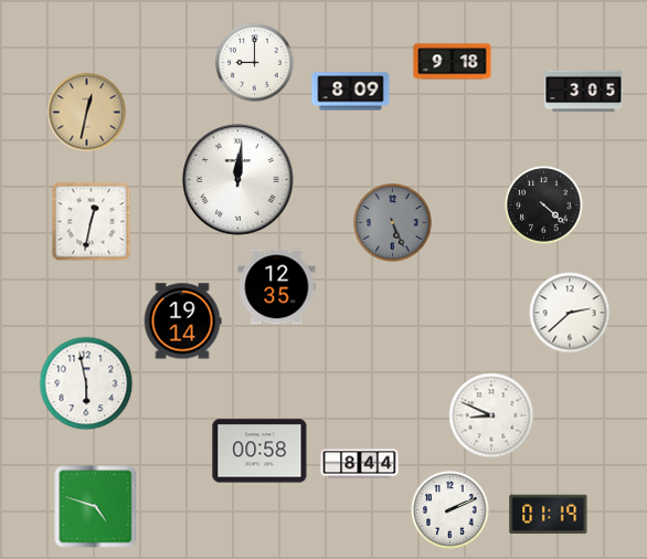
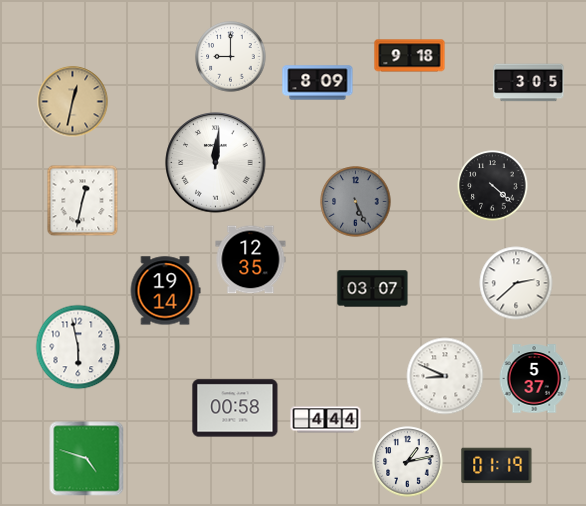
clock at (87, 113) position: (87, 113) -> (73, 102)
clock at (373, 289): none -> 03:07
clock at (534, 379): none -> 5:37
clock at (360, 464): 8:44 -> 4:44
clock at (450, 510): 2:11 -> 1:13
